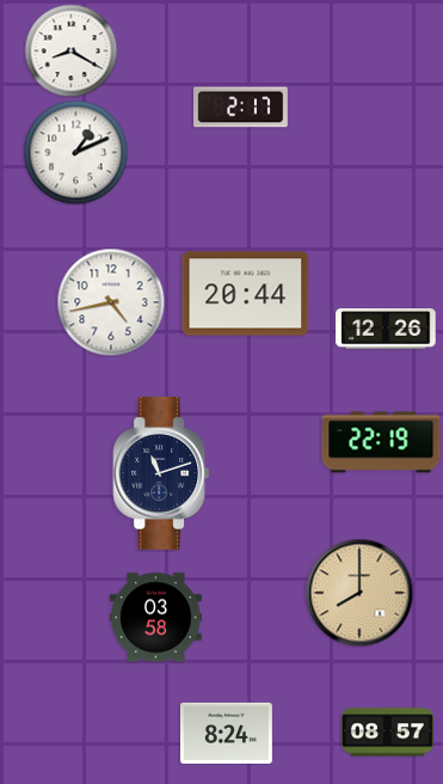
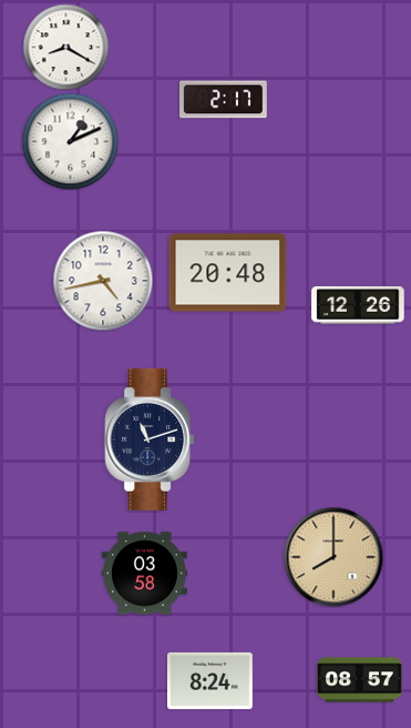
clock at (246, 294): 20:44 -> 20:48
clock at (381, 442): 22:19 -> none
clock at (359, 593) position: (359, 593) -> (333, 557)
